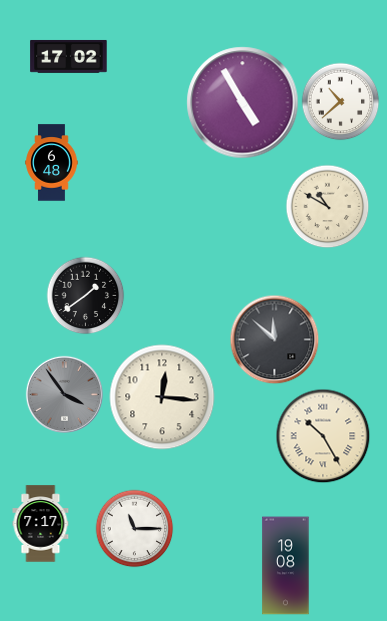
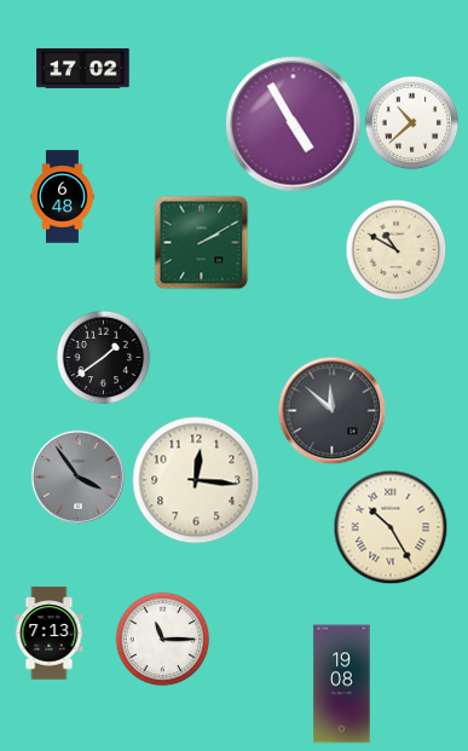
clock at (201, 242): none -> 2:10
clock at (41, 524): 7:17 -> 7:13
clock at (286, 566) position: (286, 566) -> (342, 684)
